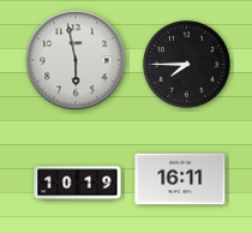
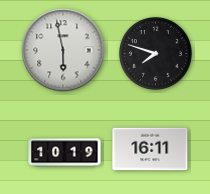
clock at (186, 64): 7:45 -> 7:48
